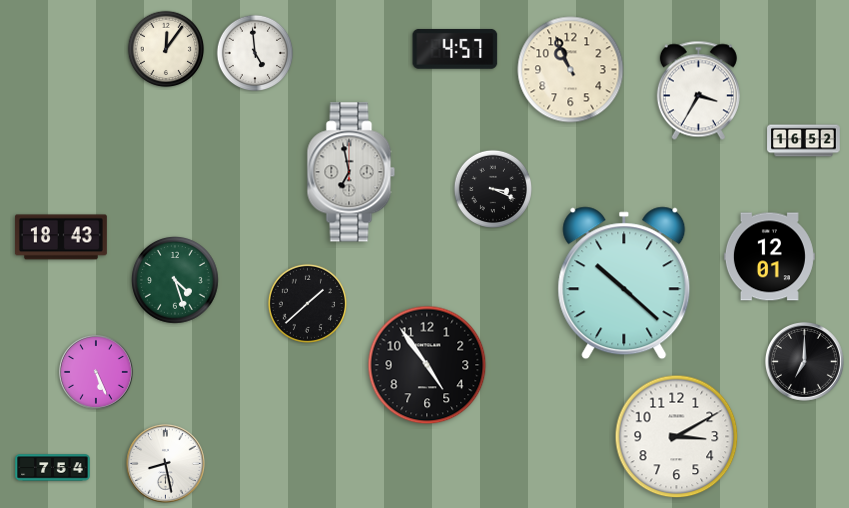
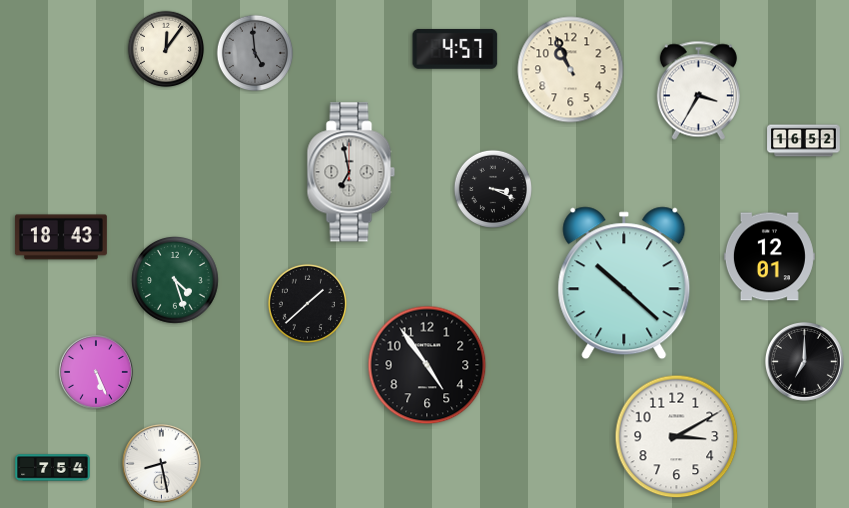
clock at (255, 53) dial: white -> grey
clock at (165, 463) position: (165, 463) -> (161, 463)
